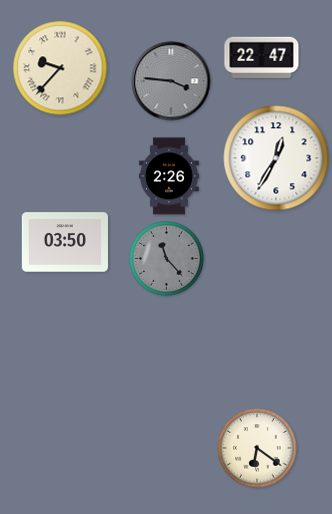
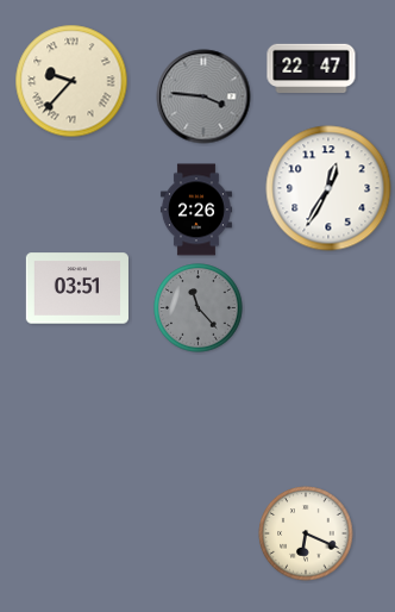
clock at (169, 176) position: (169, 176) -> (196, 210)
clock at (65, 242): 03:50 -> 03:51
clock at (257, 448): 6:21 -> 6:19
